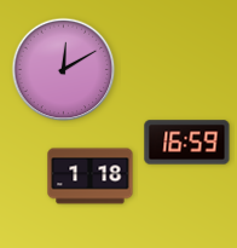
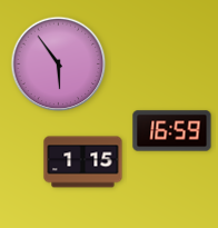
clock at (64, 70): 12:10 -> 5:54
clock at (91, 177): 1:18 -> 1:15
